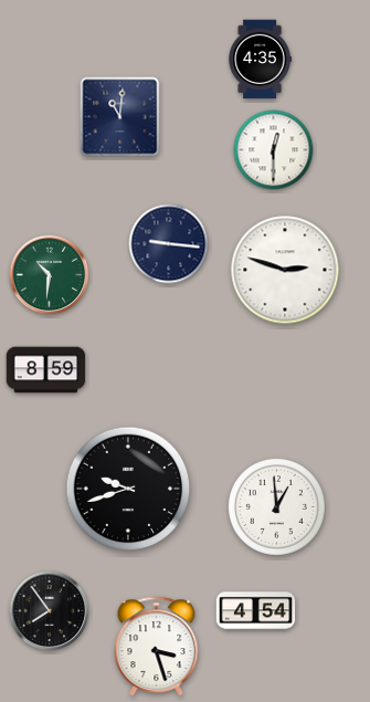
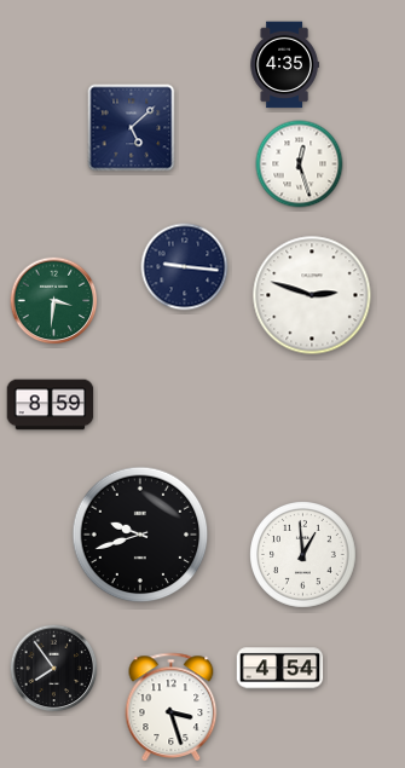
clock at (120, 117): 11:01 -> 5:08
clock at (274, 150): 12:30 -> 12:27
clock at (50, 275): 10:31 -> 3:31
